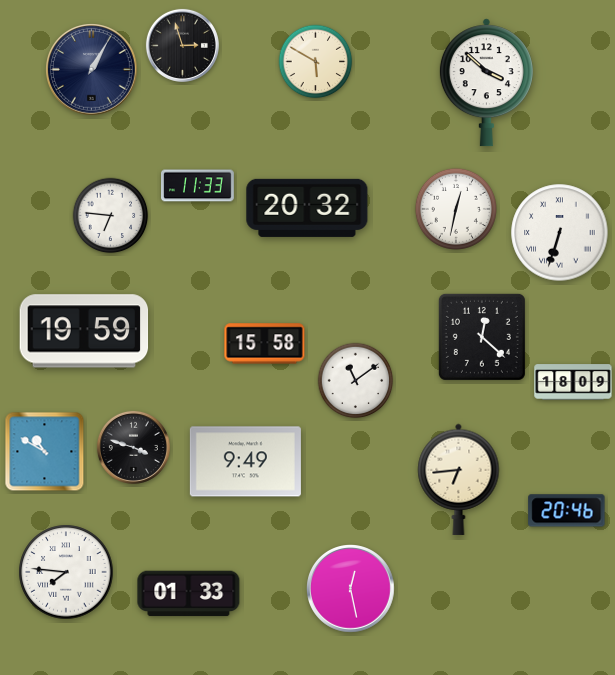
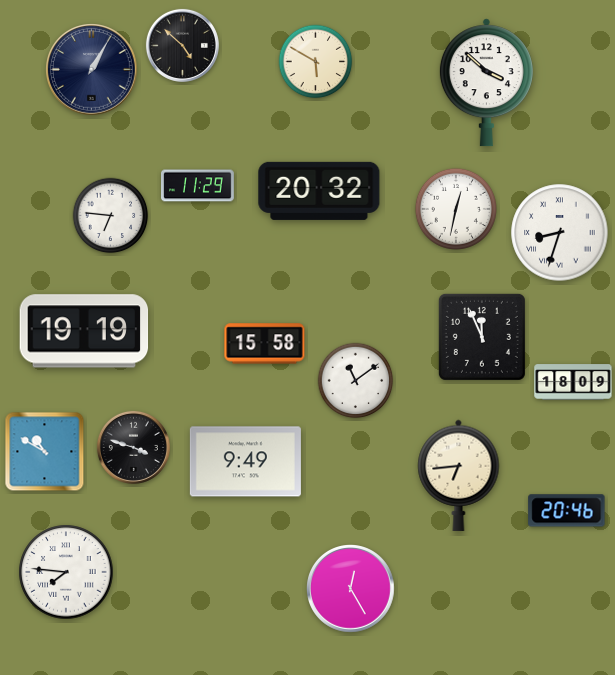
clock at (182, 45): 2:57 -> 4:52
clock at (198, 186): 11:33 -> 11:29
clock at (307, 208) position: (307, 208) -> (319, 191)
clock at (560, 233): 6:33 -> 8:33
clock at (84, 331): 19:59 -> 19:19
clock at (482, 337): 12:22 -> 11:56
clock at (459, 479) position: (459, 479) -> (459, 475)
clock at (351, 589): 12:28 -> 12:25
clock at (189, 594): 01:33 -> none
